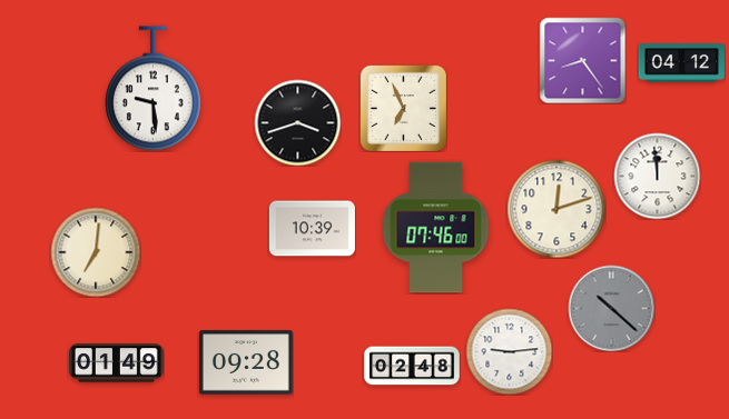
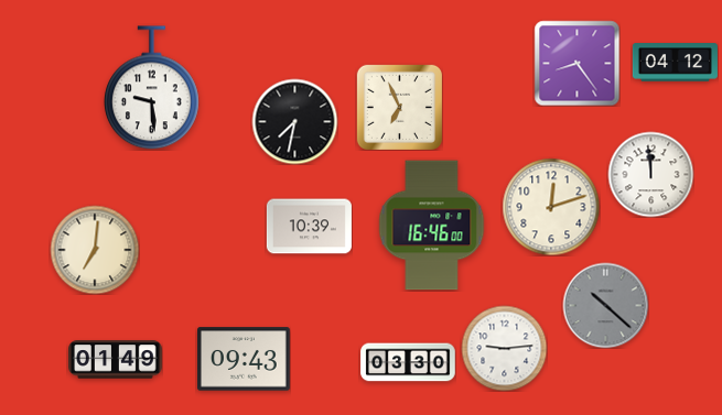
clock at (582, 60) position: (582, 60) -> (576, 63)
clock at (297, 122): 3:42 -> 7:32
clock at (436, 228): 07:46 -> 16:46
clock at (247, 362): 09:28 -> 09:43
clock at (412, 366): 02:48 -> 03:30
